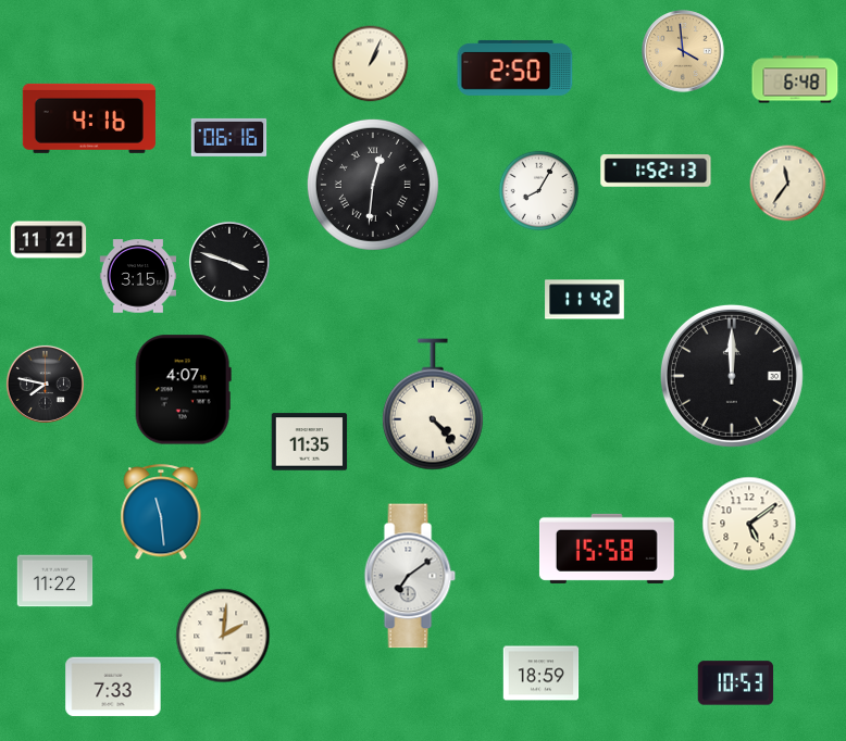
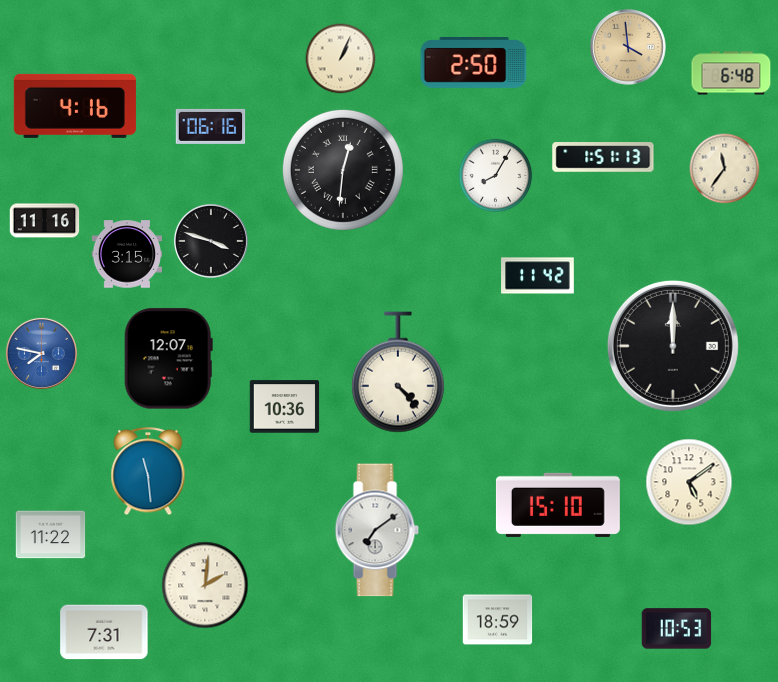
clock at (89, 118) position: (89, 118) -> (75, 106)
clock at (656, 171): 1:52 -> 1:51
clock at (49, 240): 11:21 -> 11:16
clock at (45, 384) dial: black -> blue
clock at (183, 390): 4:07 -> 12:07
clock at (310, 442): 11:35 -> 10:36
clock at (607, 549): 15:58 -> 15:10
clock at (113, 687): 7:33 -> 7:31
